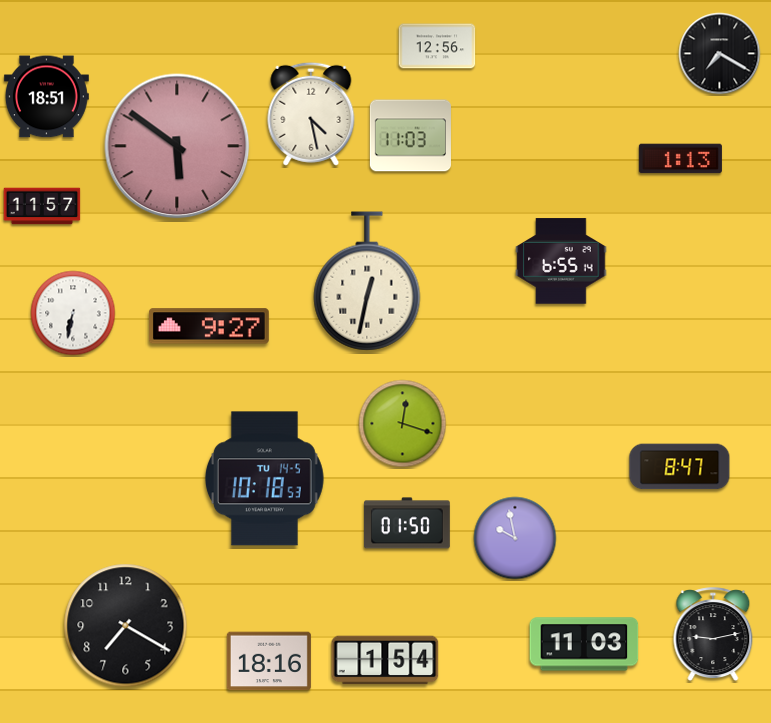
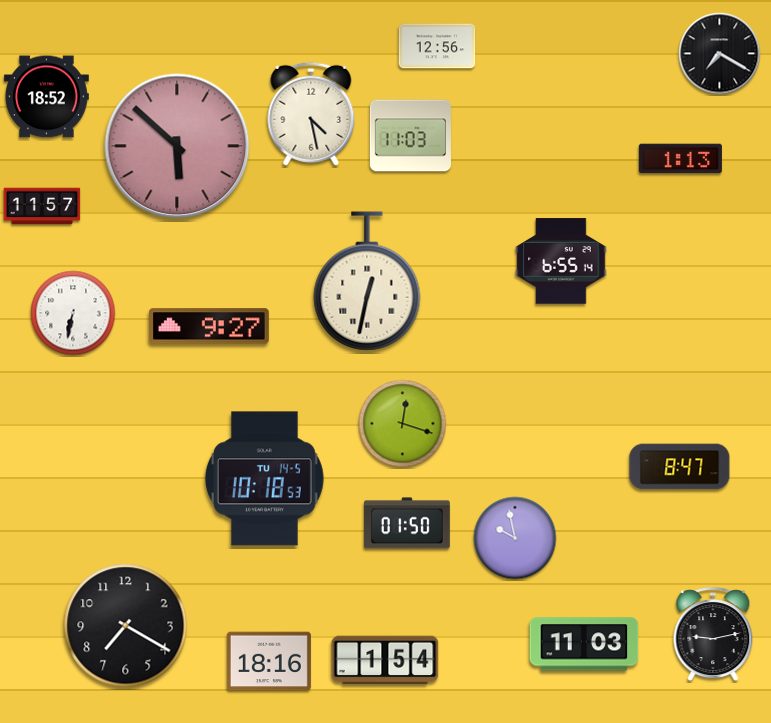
clock at (46, 97): 18:51 -> 18:52
clock at (177, 146): 5:51 -> 5:52
